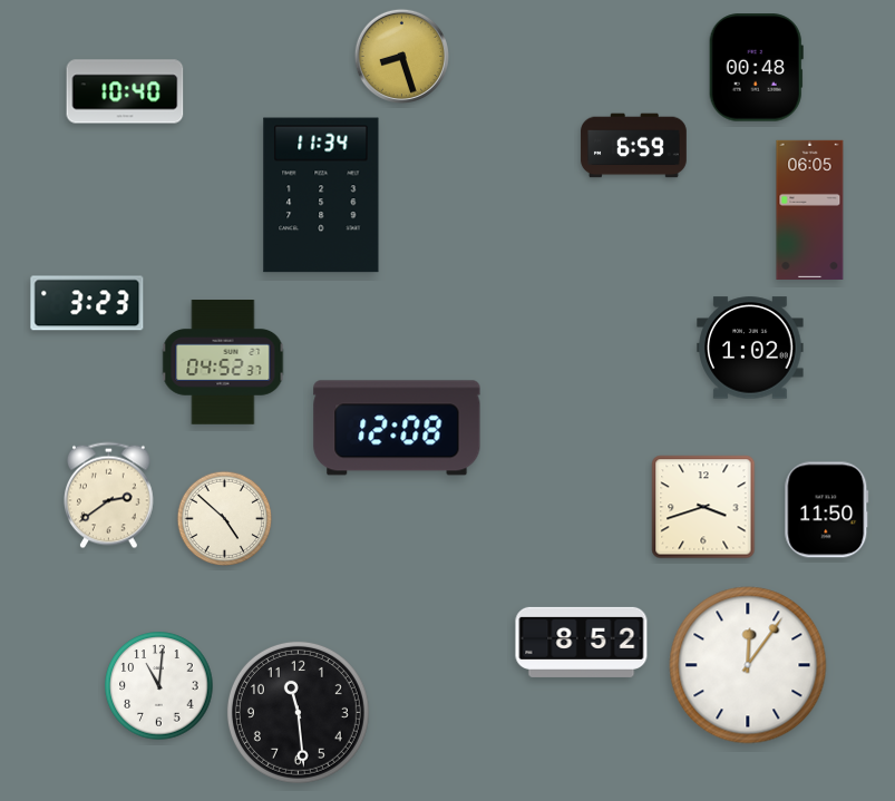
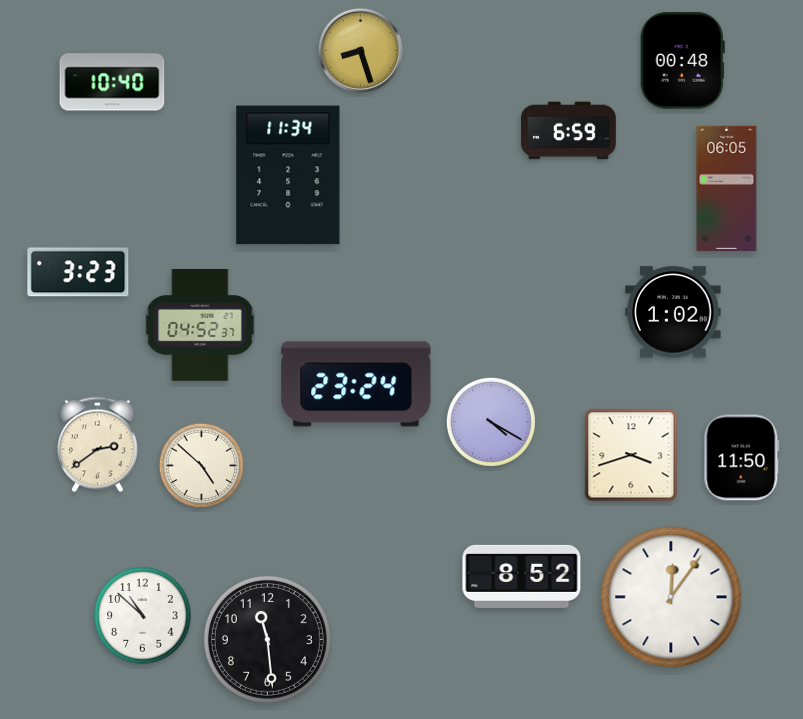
clock at (756, 68) position: (756, 68) -> (682, 61)
clock at (397, 428): 12:08 -> 23:24
clock at (491, 422): none -> 4:20
clock at (159, 686): 11:01 -> 10:52
